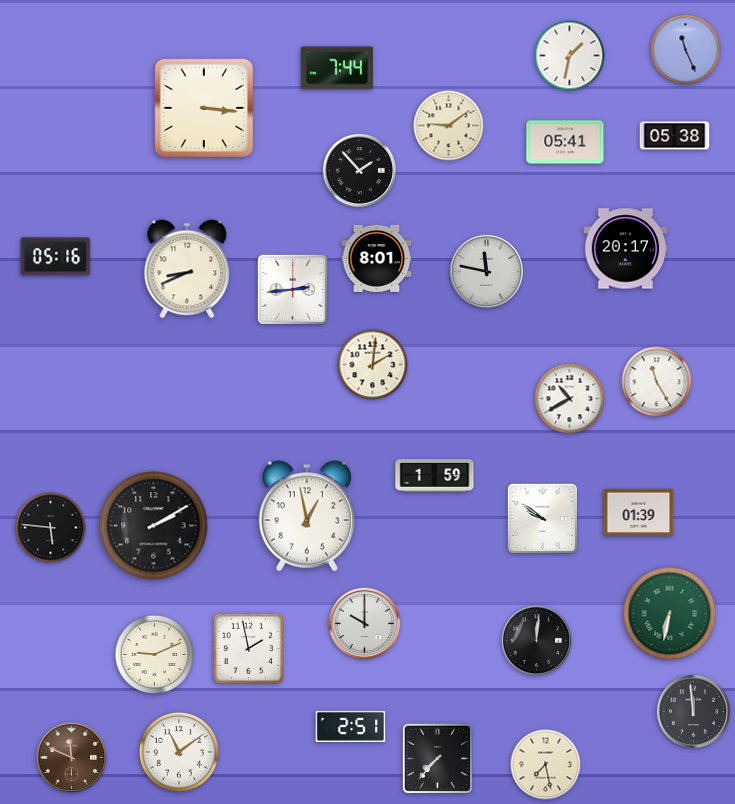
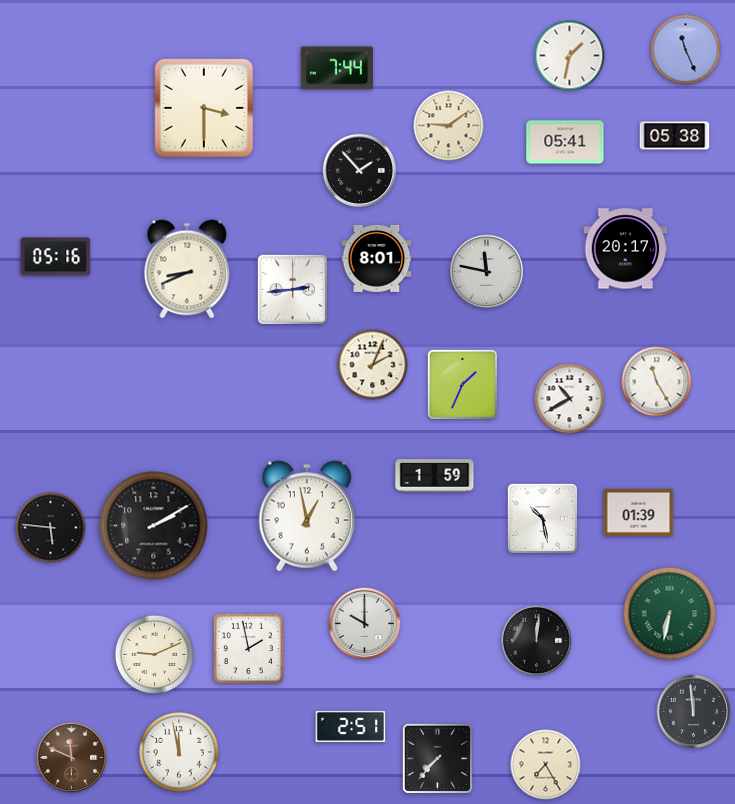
clock at (204, 108): 3:16 -> 3:30
clock at (373, 365): 2:01 -> 2:04
clock at (462, 384): none -> 1:34
clock at (542, 518): 9:51 -> 10:28
clock at (179, 752): 11:09 -> 11:58
clock at (546, 765): 7:28 -> 7:25
